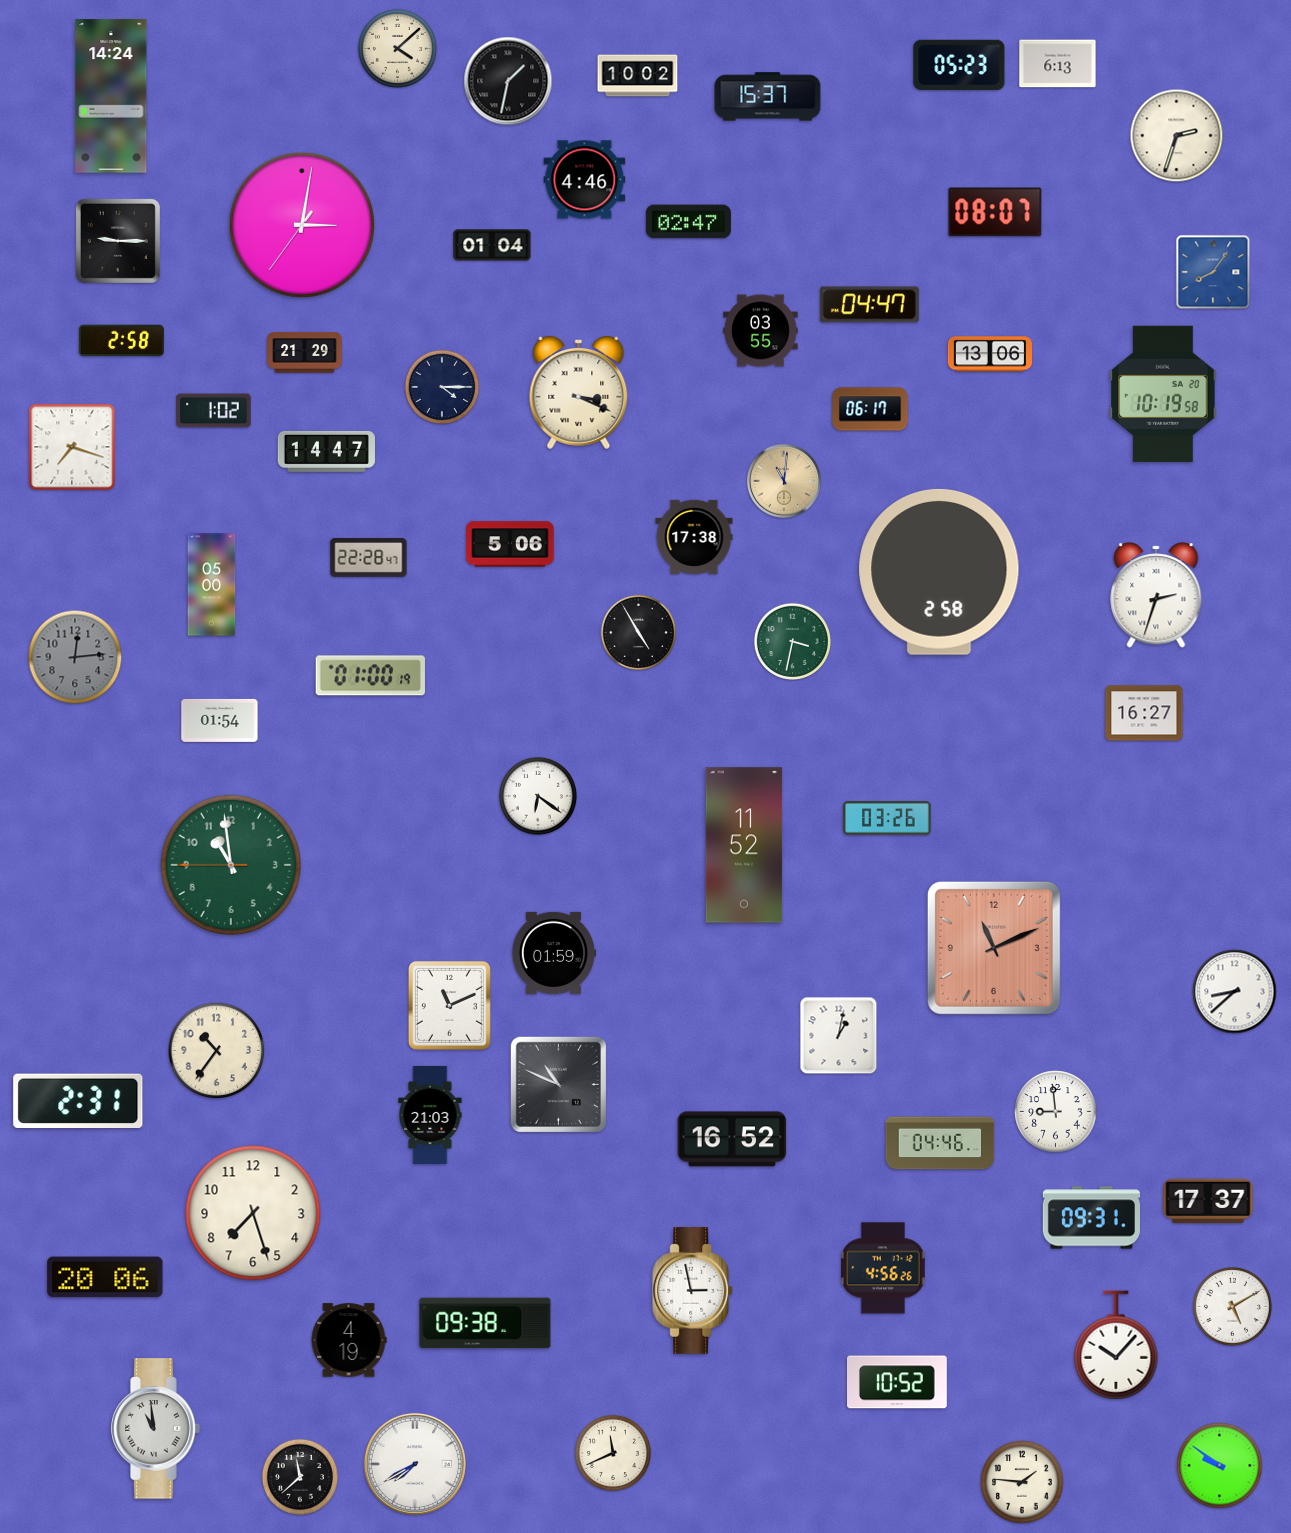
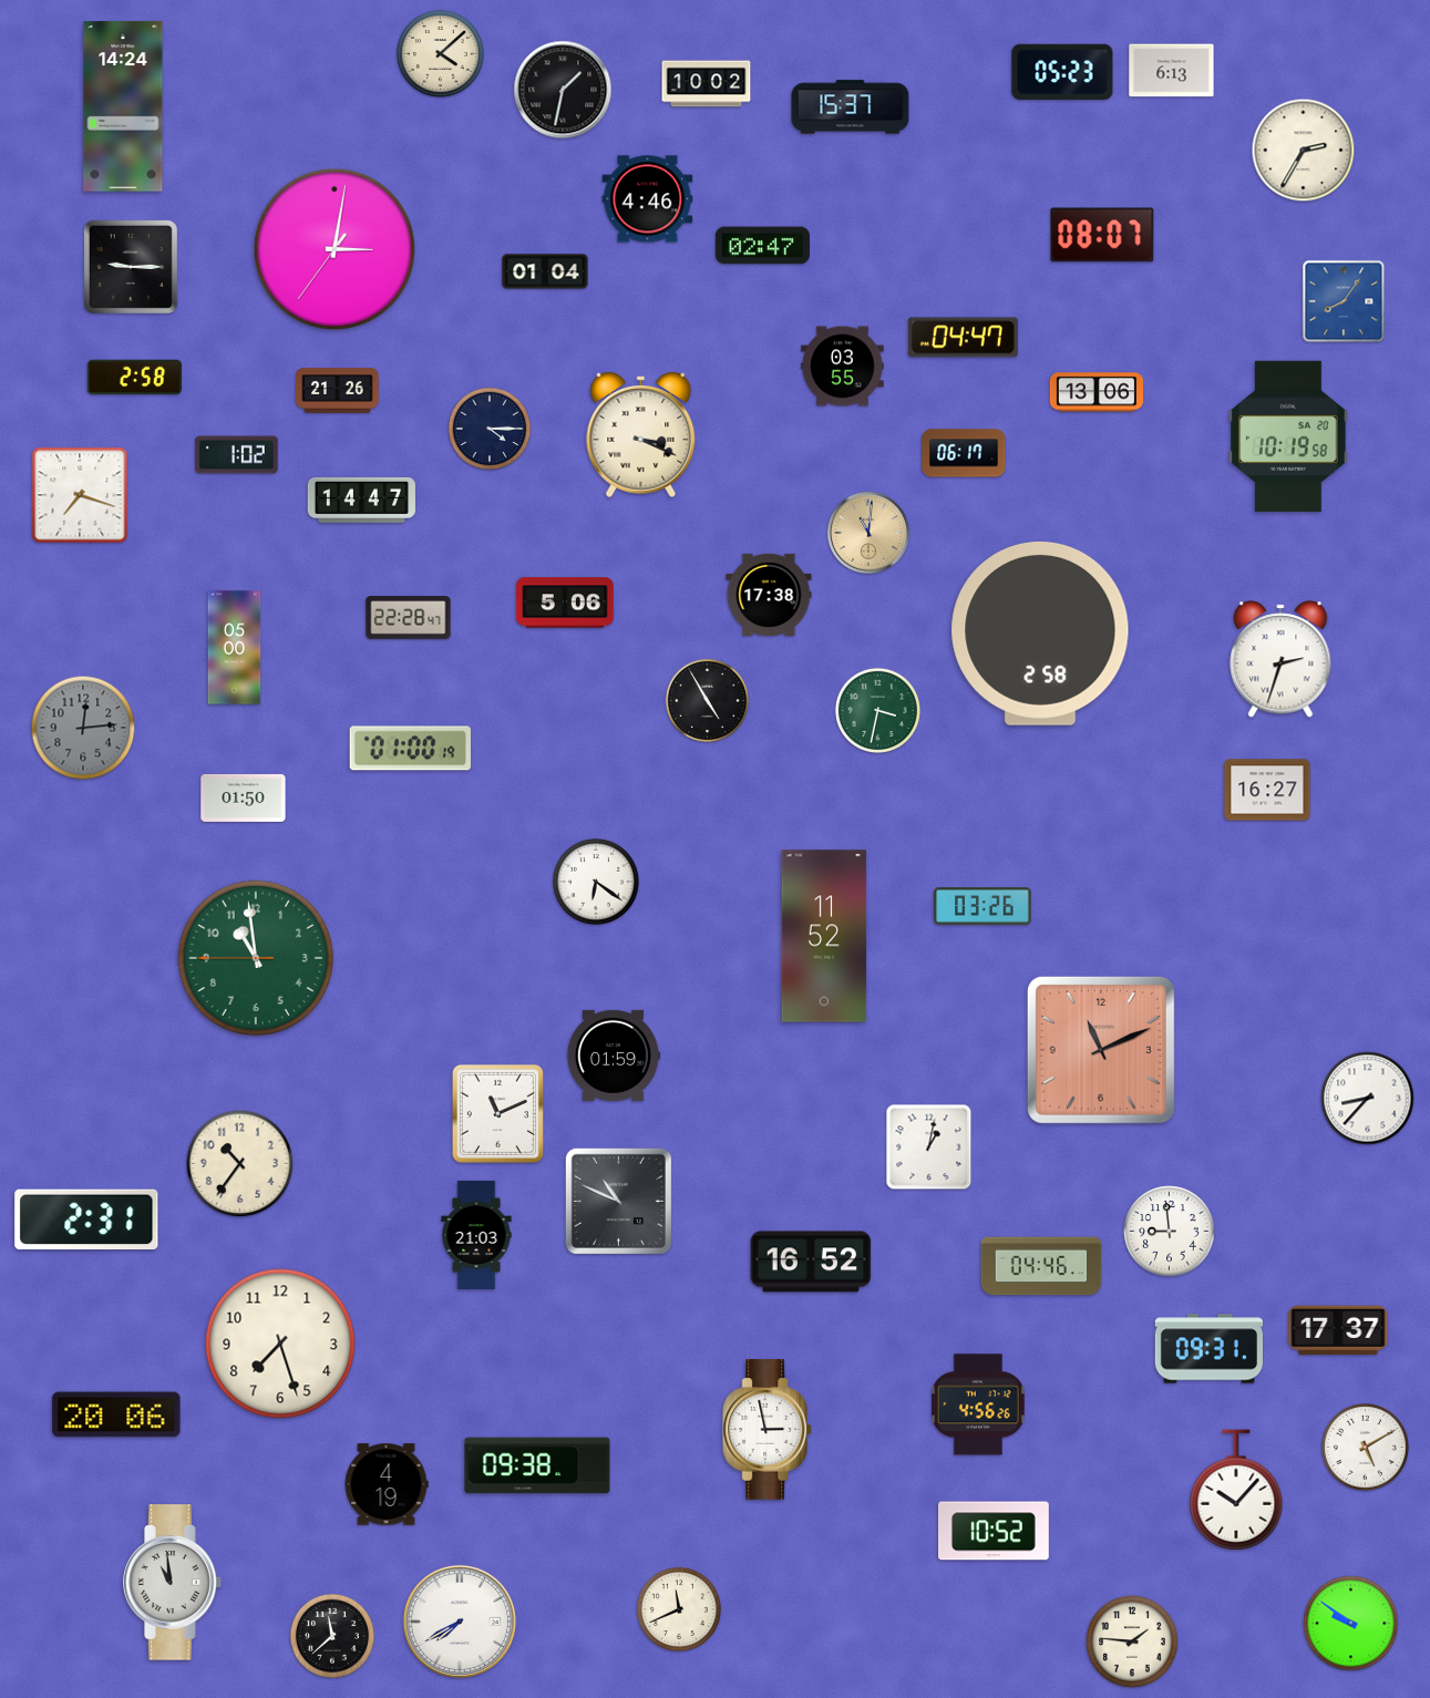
clock at (1177, 136): 2:33 -> 2:35
clock at (305, 353): 21:29 -> 21:26
clock at (220, 720): 01:54 -> 01:50
clock at (1235, 992): 8:38 -> 8:37
